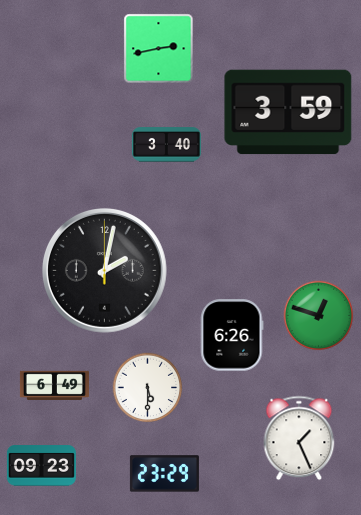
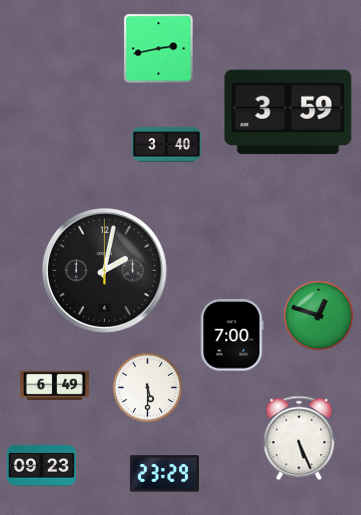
clock at (232, 335): 6:26 -> 7:00
clock at (299, 438): 1:26 -> 5:26
